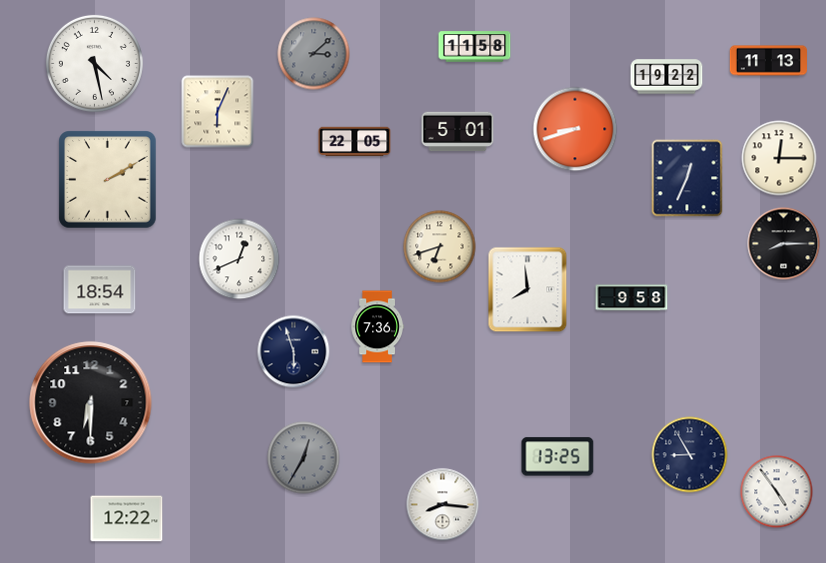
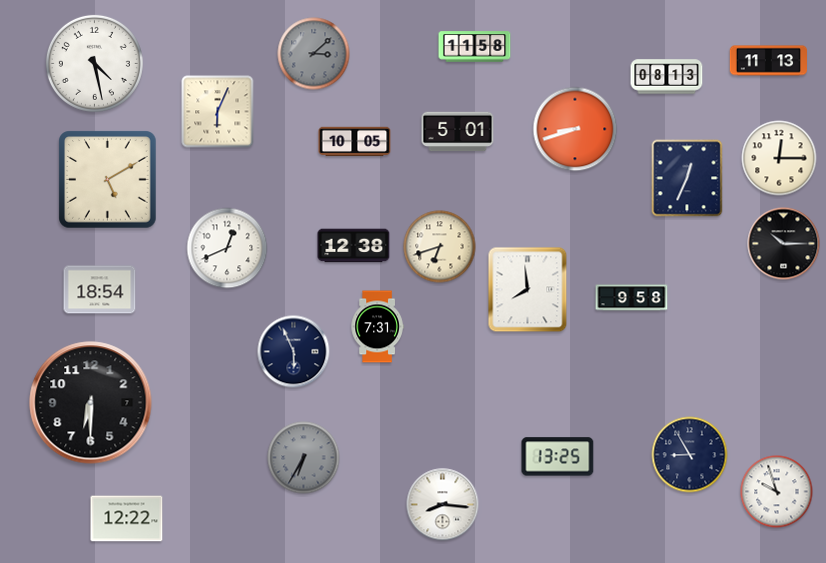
clock at (667, 77): 19:22 -> 08:13
clock at (355, 142): 22:05 -> 10:05
clock at (108, 180): 2:10 -> 5:10
clock at (784, 244): 8:15 -> 10:15
clock at (354, 246): none -> 12:38
clock at (239, 259) position: (239, 259) -> (227, 248)
clock at (377, 327): 7:36 -> 7:31
clock at (294, 352): 5:57 -> 5:56
clock at (304, 458): 12:35 -> 6:35
clock at (777, 492): 4:54 -> 9:57
